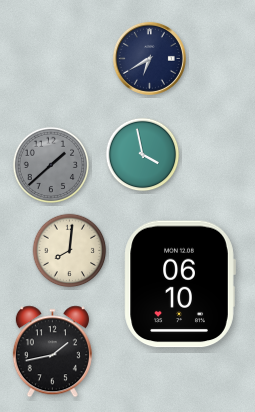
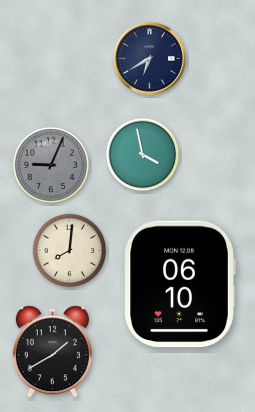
clock at (51, 165): 1:38 -> 9:04
clock at (52, 352): 1:43 -> 1:40
